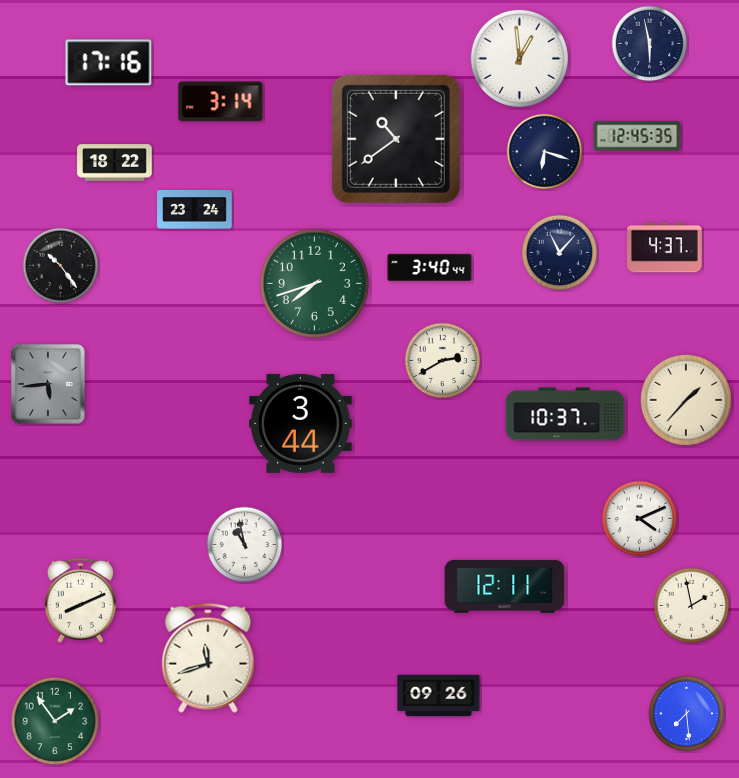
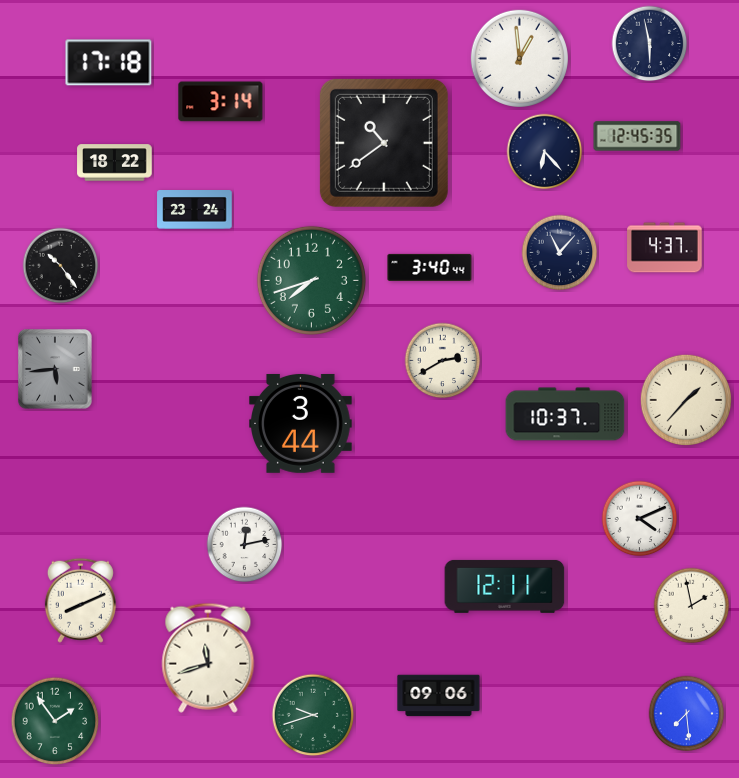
clock at (109, 63): 17:16 -> 17:18
clock at (396, 139) position: (396, 139) -> (384, 143)
clock at (545, 152): 6:18 -> 6:23
clock at (314, 283) position: (314, 283) -> (311, 280)
clock at (48, 384) position: (48, 384) -> (55, 369)
clock at (245, 545): 10:58 -> 12:13
clock at (439, 696): 09:26 -> 09:06
clock at (313, 715): none -> 9:42
